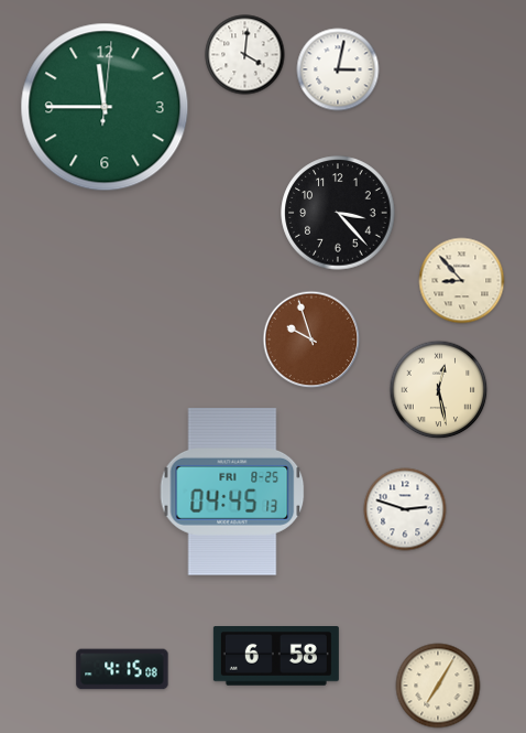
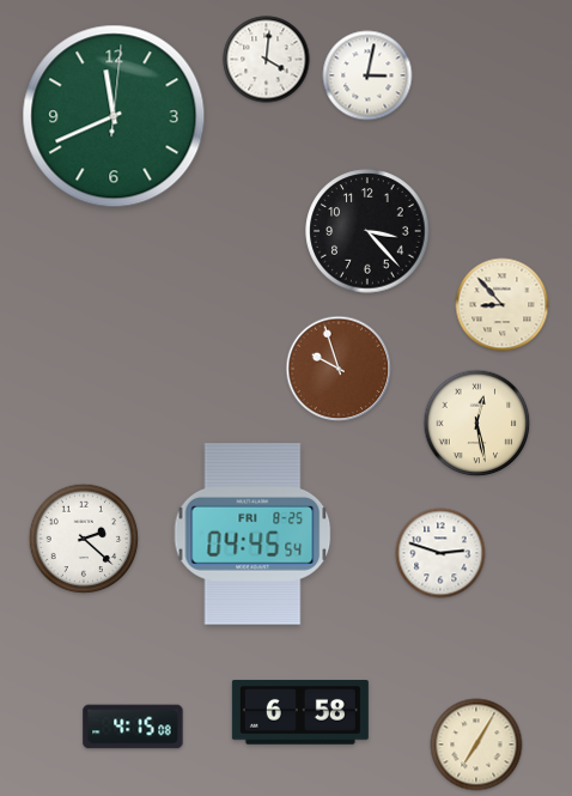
clock at (105, 107): 11:45 -> 11:41
clock at (232, 492): 04:45:13 -> 04:45:54
clock at (84, 539): none -> 2:22
